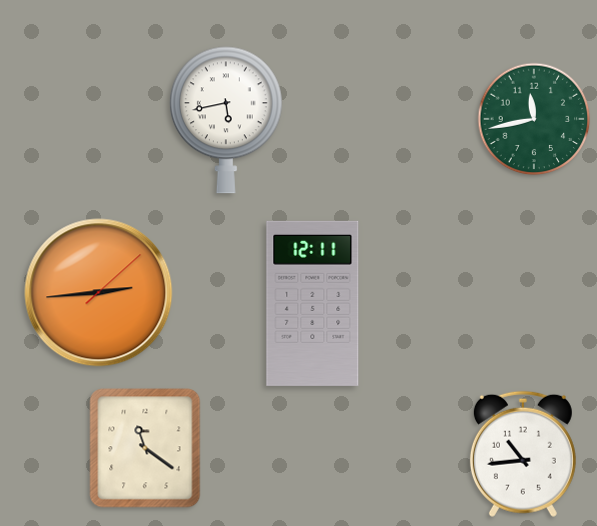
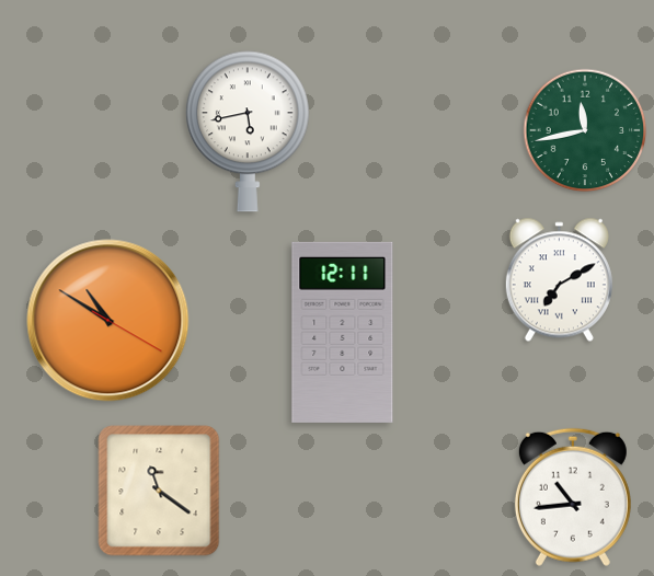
clock at (559, 280): none -> 7:10
clock at (99, 293): 2:44 -> 10:50
